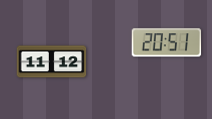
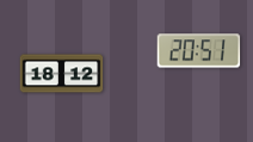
clock at (52, 62): 11:12 -> 18:12
